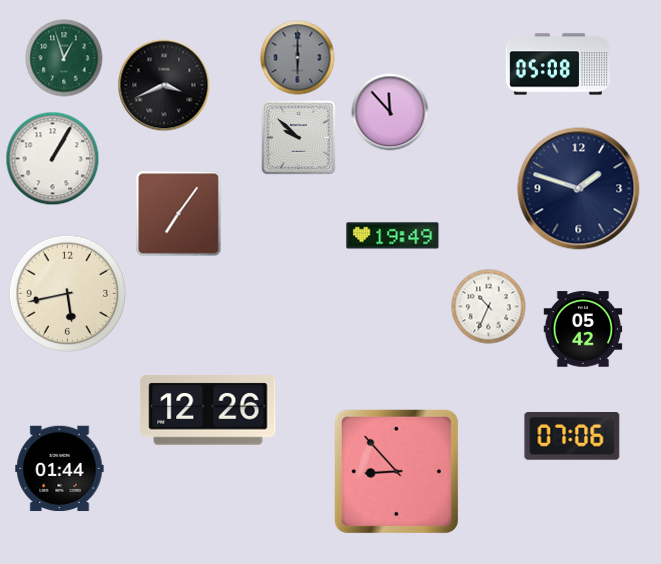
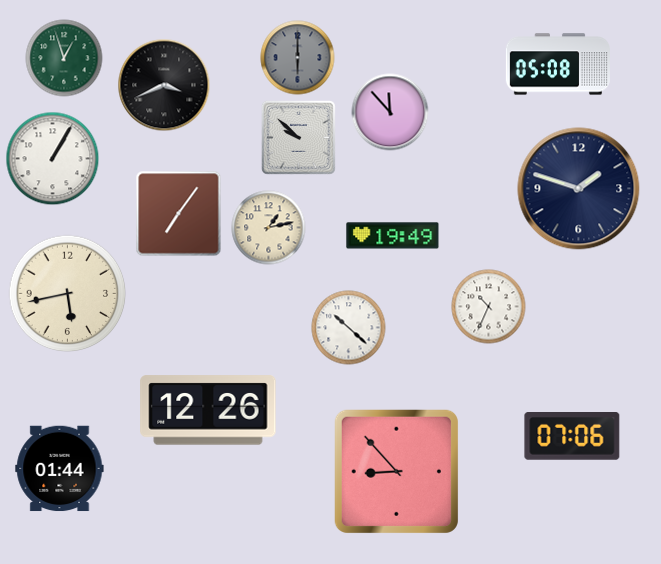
clock at (269, 228): none -> 1:13
clock at (349, 328): none -> 10:22
clock at (583, 329): 05:42 -> none
